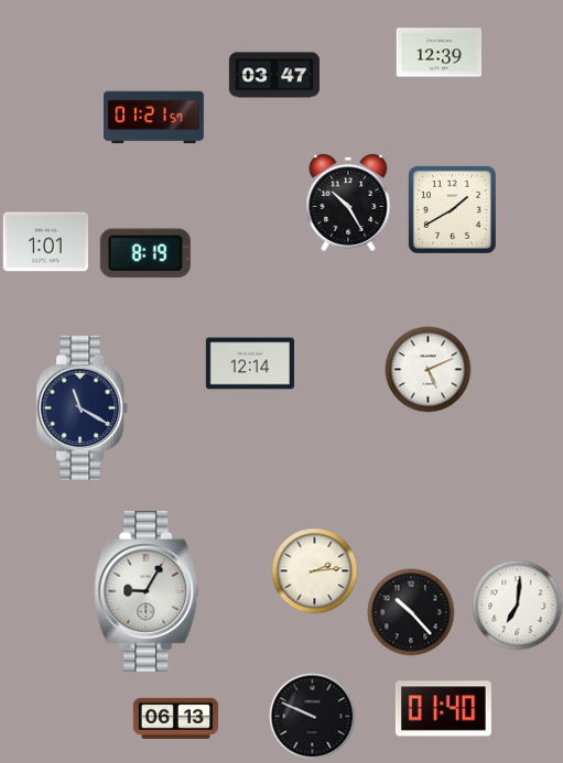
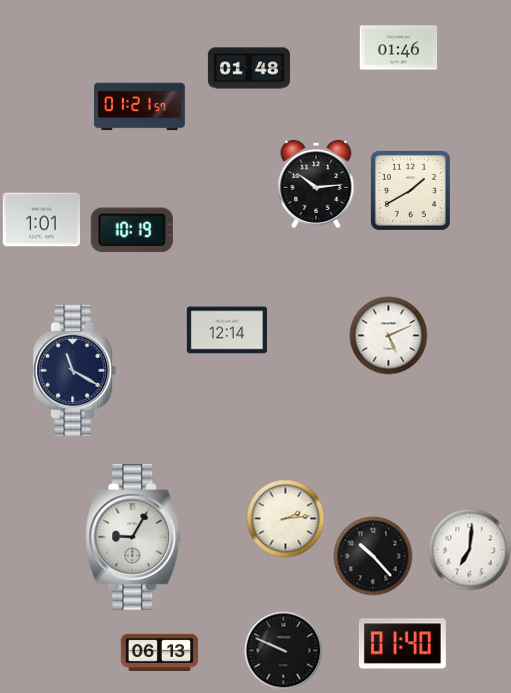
clock at (439, 53): 12:39 -> 01:46
clock at (274, 75): 03:47 -> 01:48
clock at (348, 203): 10:25 -> 10:14
clock at (145, 253): 8:19 -> 10:19
